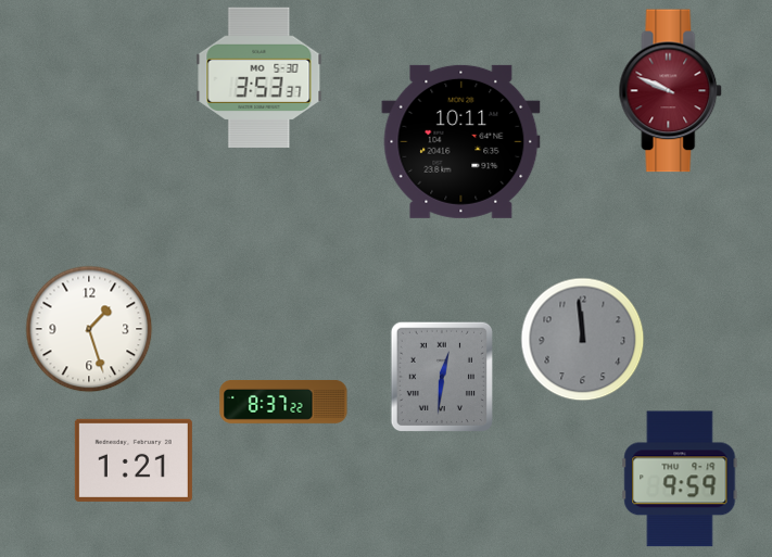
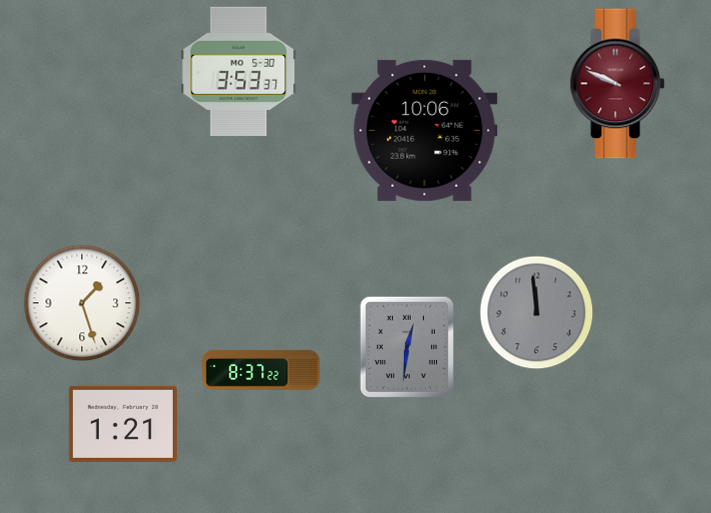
clock at (461, 141): 10:11 -> 10:06
clock at (680, 479): 9:59 -> none
